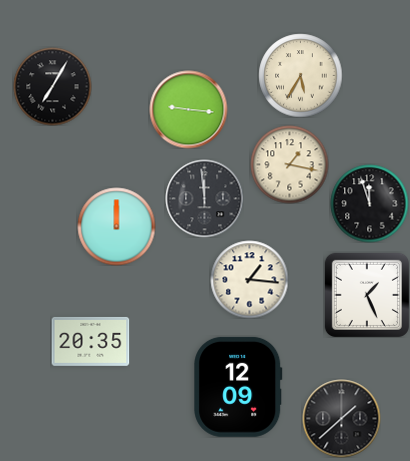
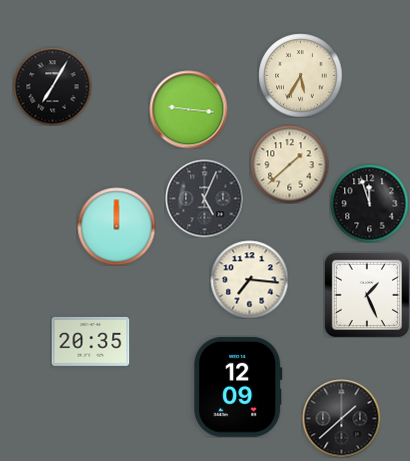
clock at (289, 164): 1:17 -> 1:38
clock at (204, 198): 11:59 -> 5:04
clock at (249, 279): 1:16 -> 7:16
